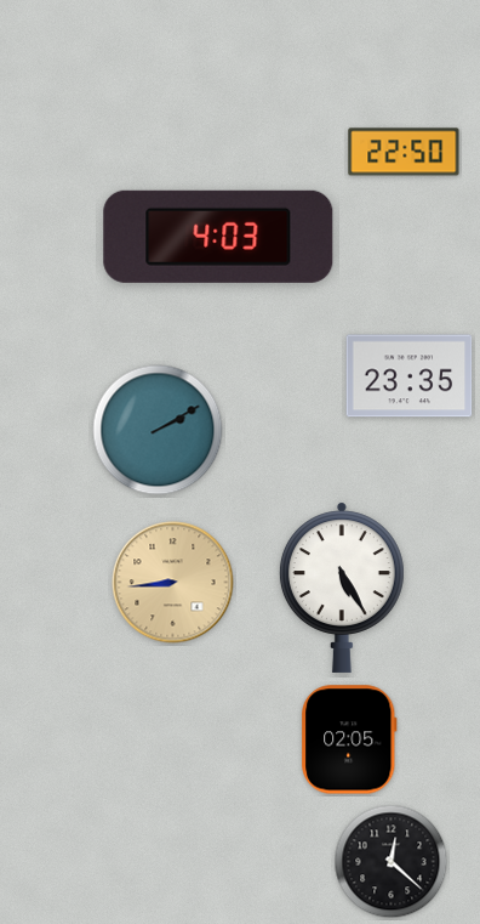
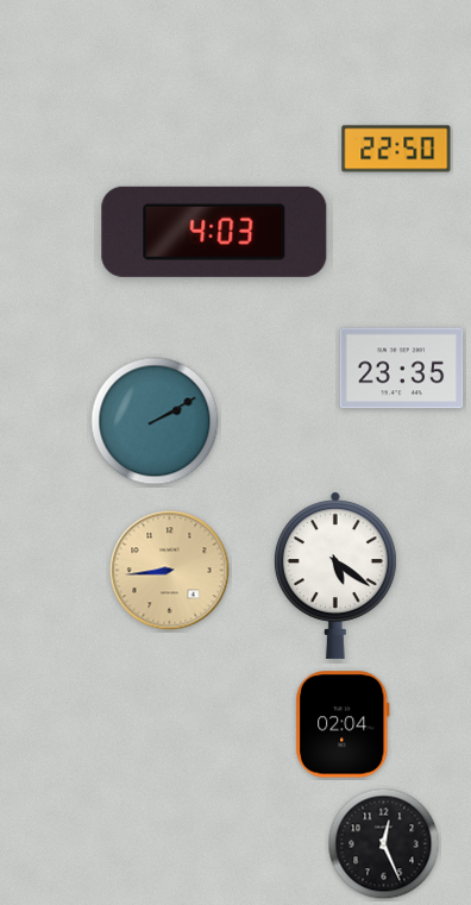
clock at (342, 588): 5:25 -> 5:21
clock at (349, 739): 02:05 -> 02:04
clock at (392, 862): 12:22 -> 12:26
